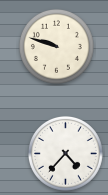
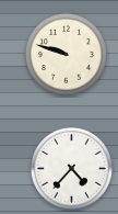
clock at (56, 46) position: (56, 46) -> (66, 54)
